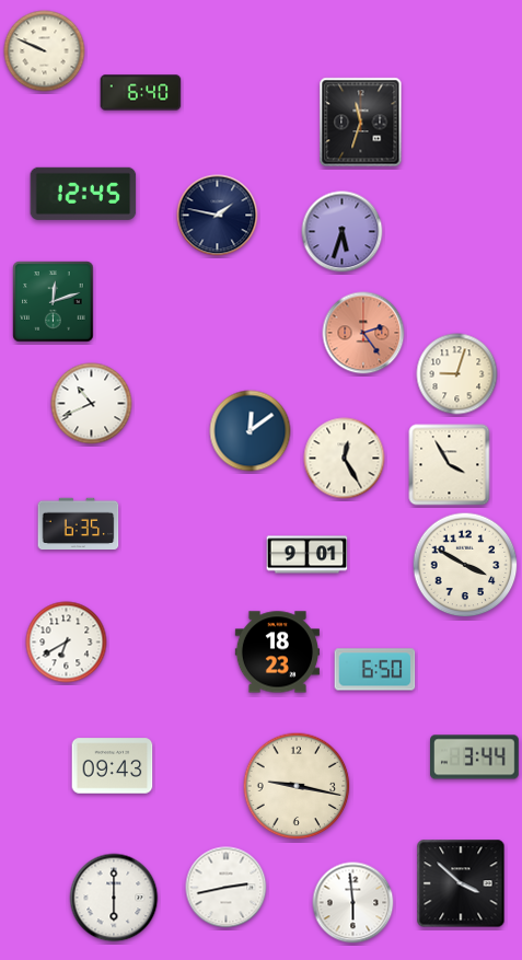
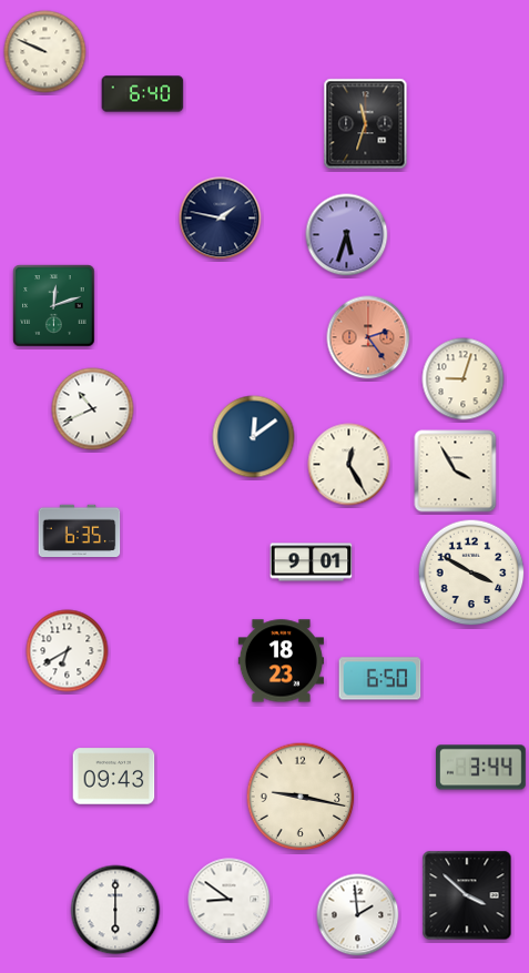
clock at (83, 194): 12:45 -> none
clock at (227, 888): 2:43 -> 8:51
clock at (353, 903): 5:59 -> 1:59
